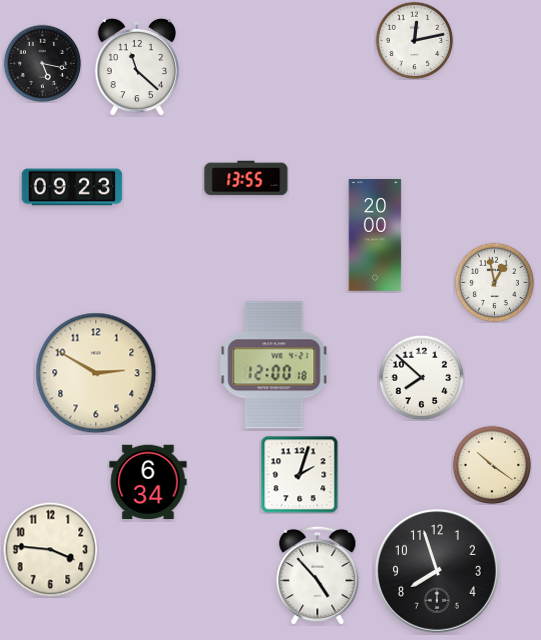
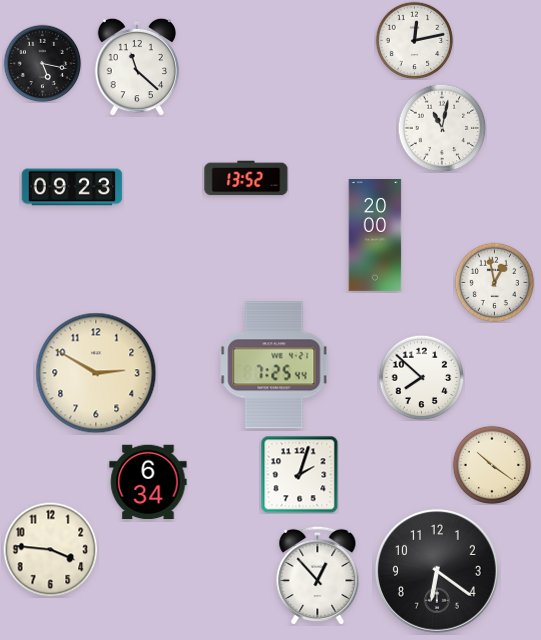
clock at (442, 128): none -> 11:02
clock at (246, 178): 13:55 -> 13:52
clock at (274, 365): 12:00 -> 7:25
clock at (437, 571): 7:57 -> 6:21
clock at (318, 575): 4:53 -> 12:53
